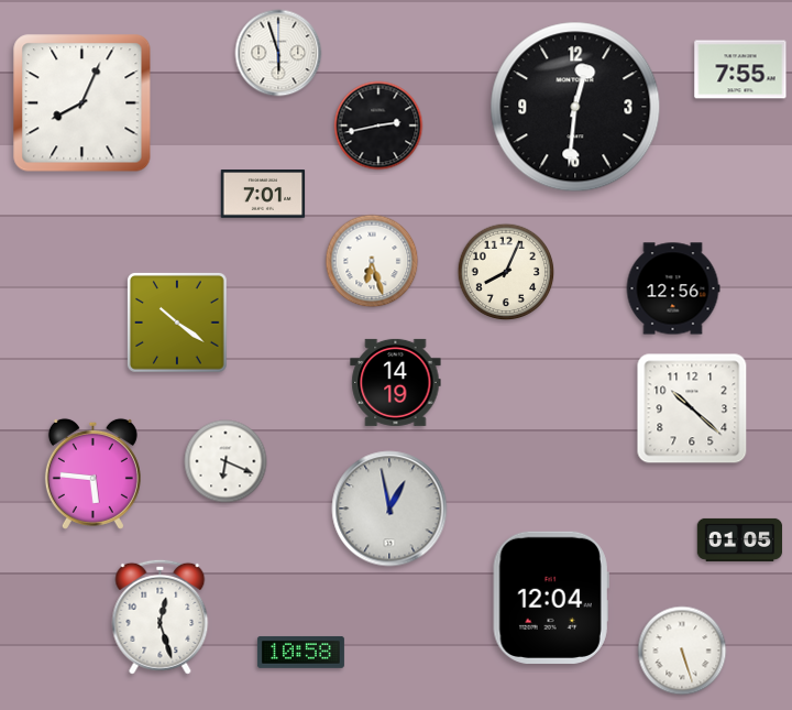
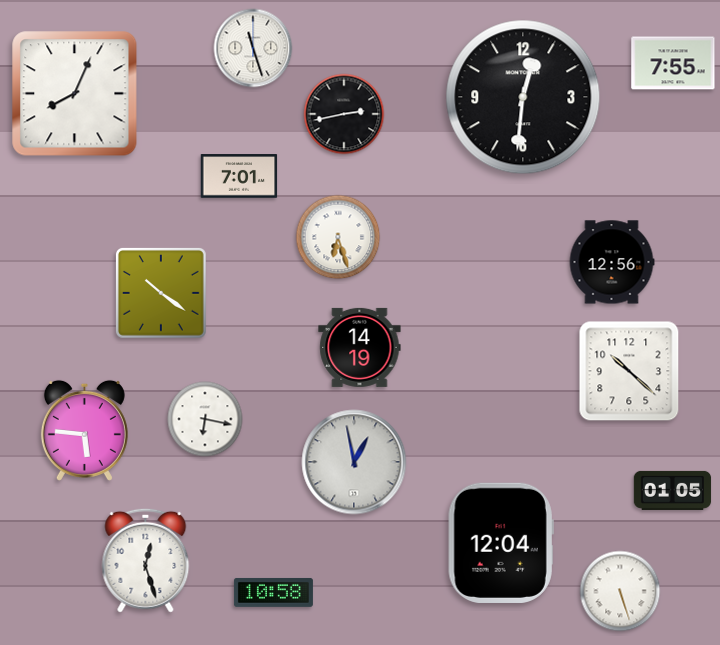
clock at (278, 53): 5:57 -> 11:27
clock at (506, 272): 8:04 -> none
clock at (226, 461): 6:19 -> 6:17
